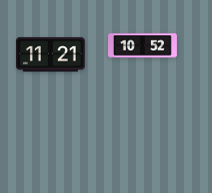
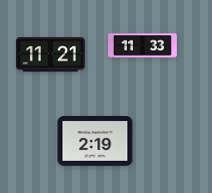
clock at (143, 46): 10:52 -> 11:33
clock at (95, 142): none -> 2:19
